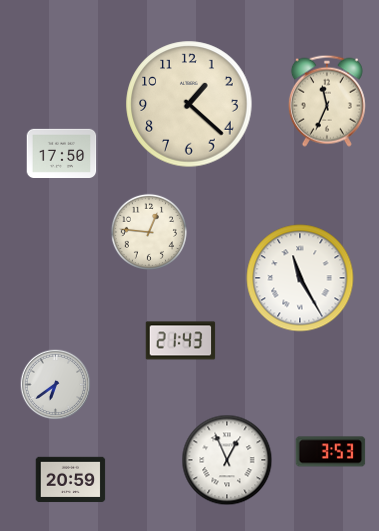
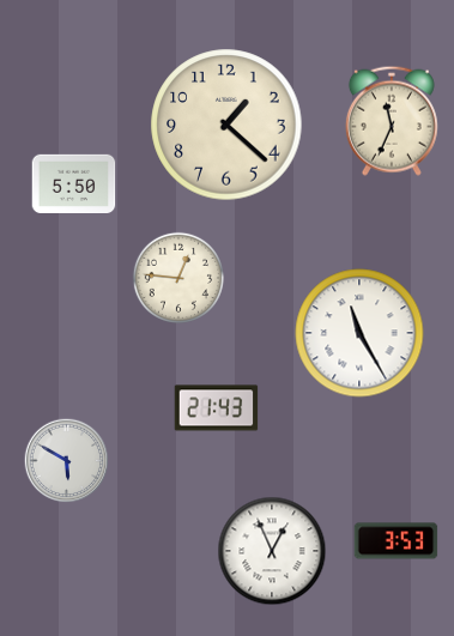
clock at (62, 153): 17:50 -> 5:50
clock at (56, 385): 6:39 -> 5:50
clock at (71, 480): 20:59 -> none
